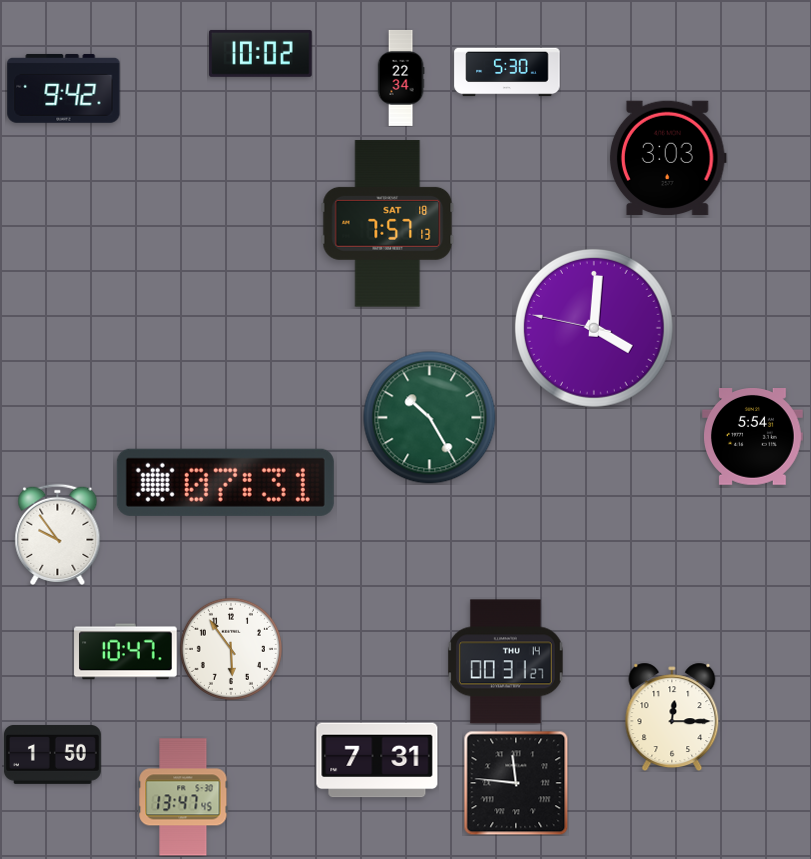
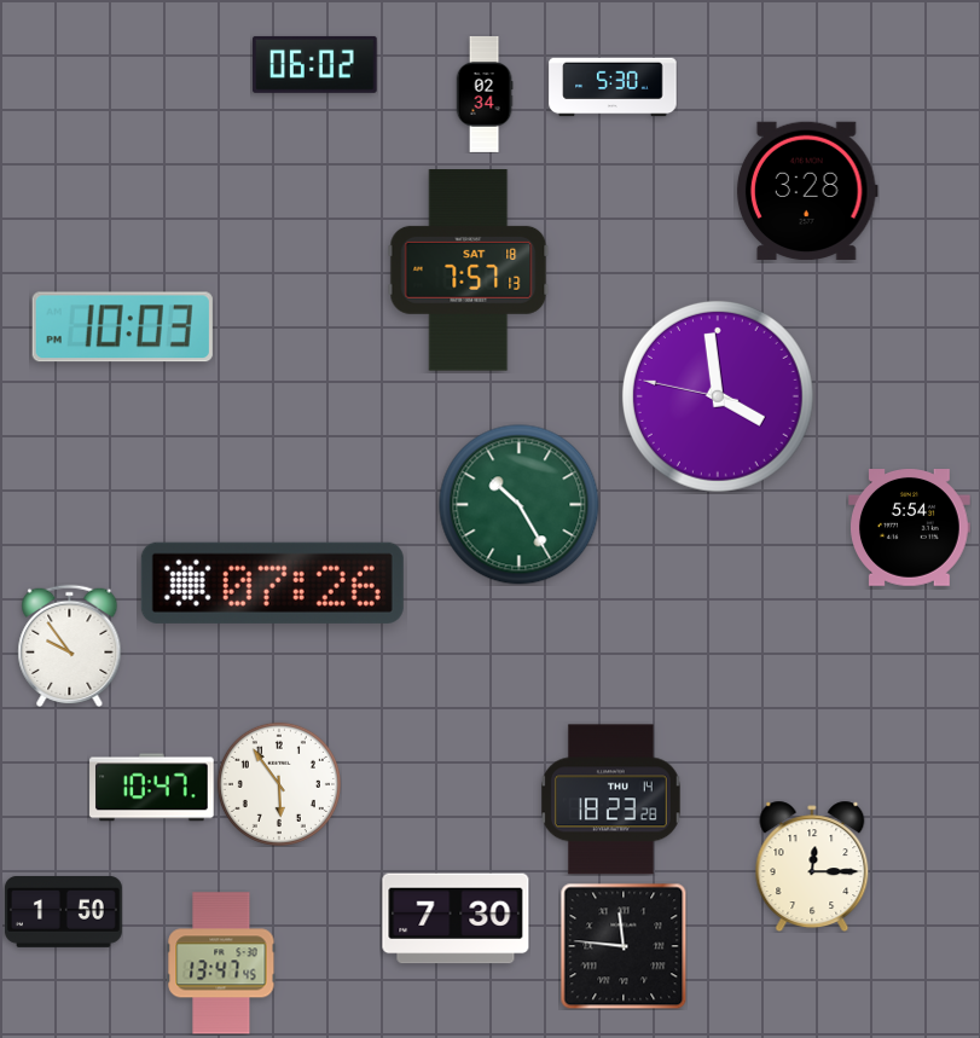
clock at (261, 53): 10:02 -> 06:02
clock at (401, 78): 22:34 -> 02:34
clock at (64, 88): 9:42 -> none
clock at (668, 158): 3:03 -> 3:28
clock at (122, 327): none -> 10:03
clock at (594, 328): 4:00 -> 3:58
clock at (225, 482): 07:31 -> 07:26
clock at (505, 662): 00:31 -> 18:23
clock at (377, 760): 7:31 -> 7:30
